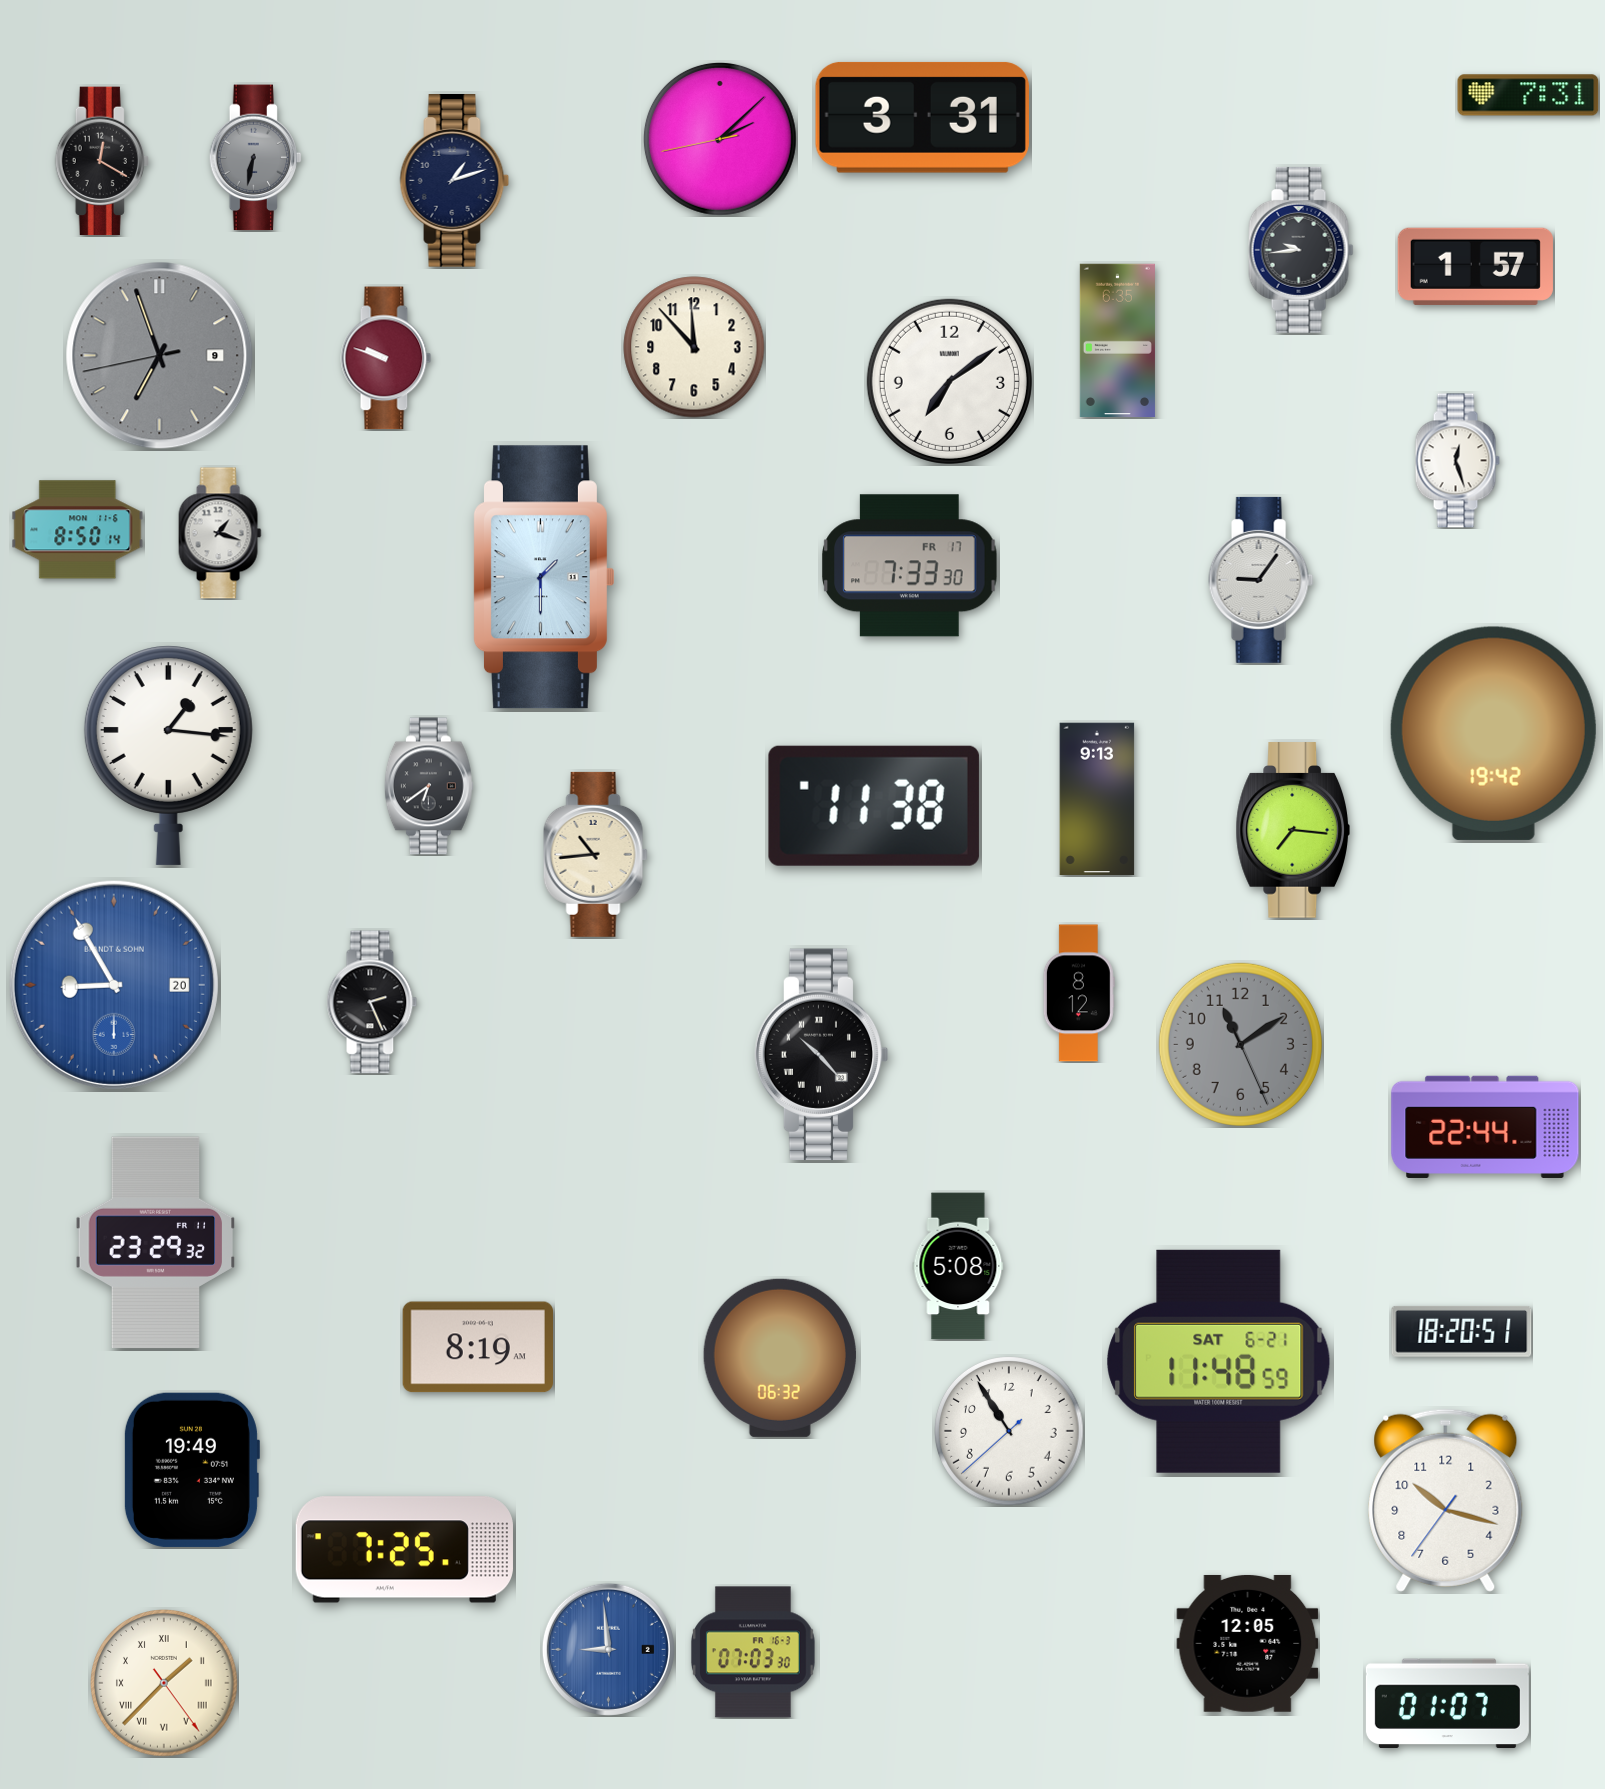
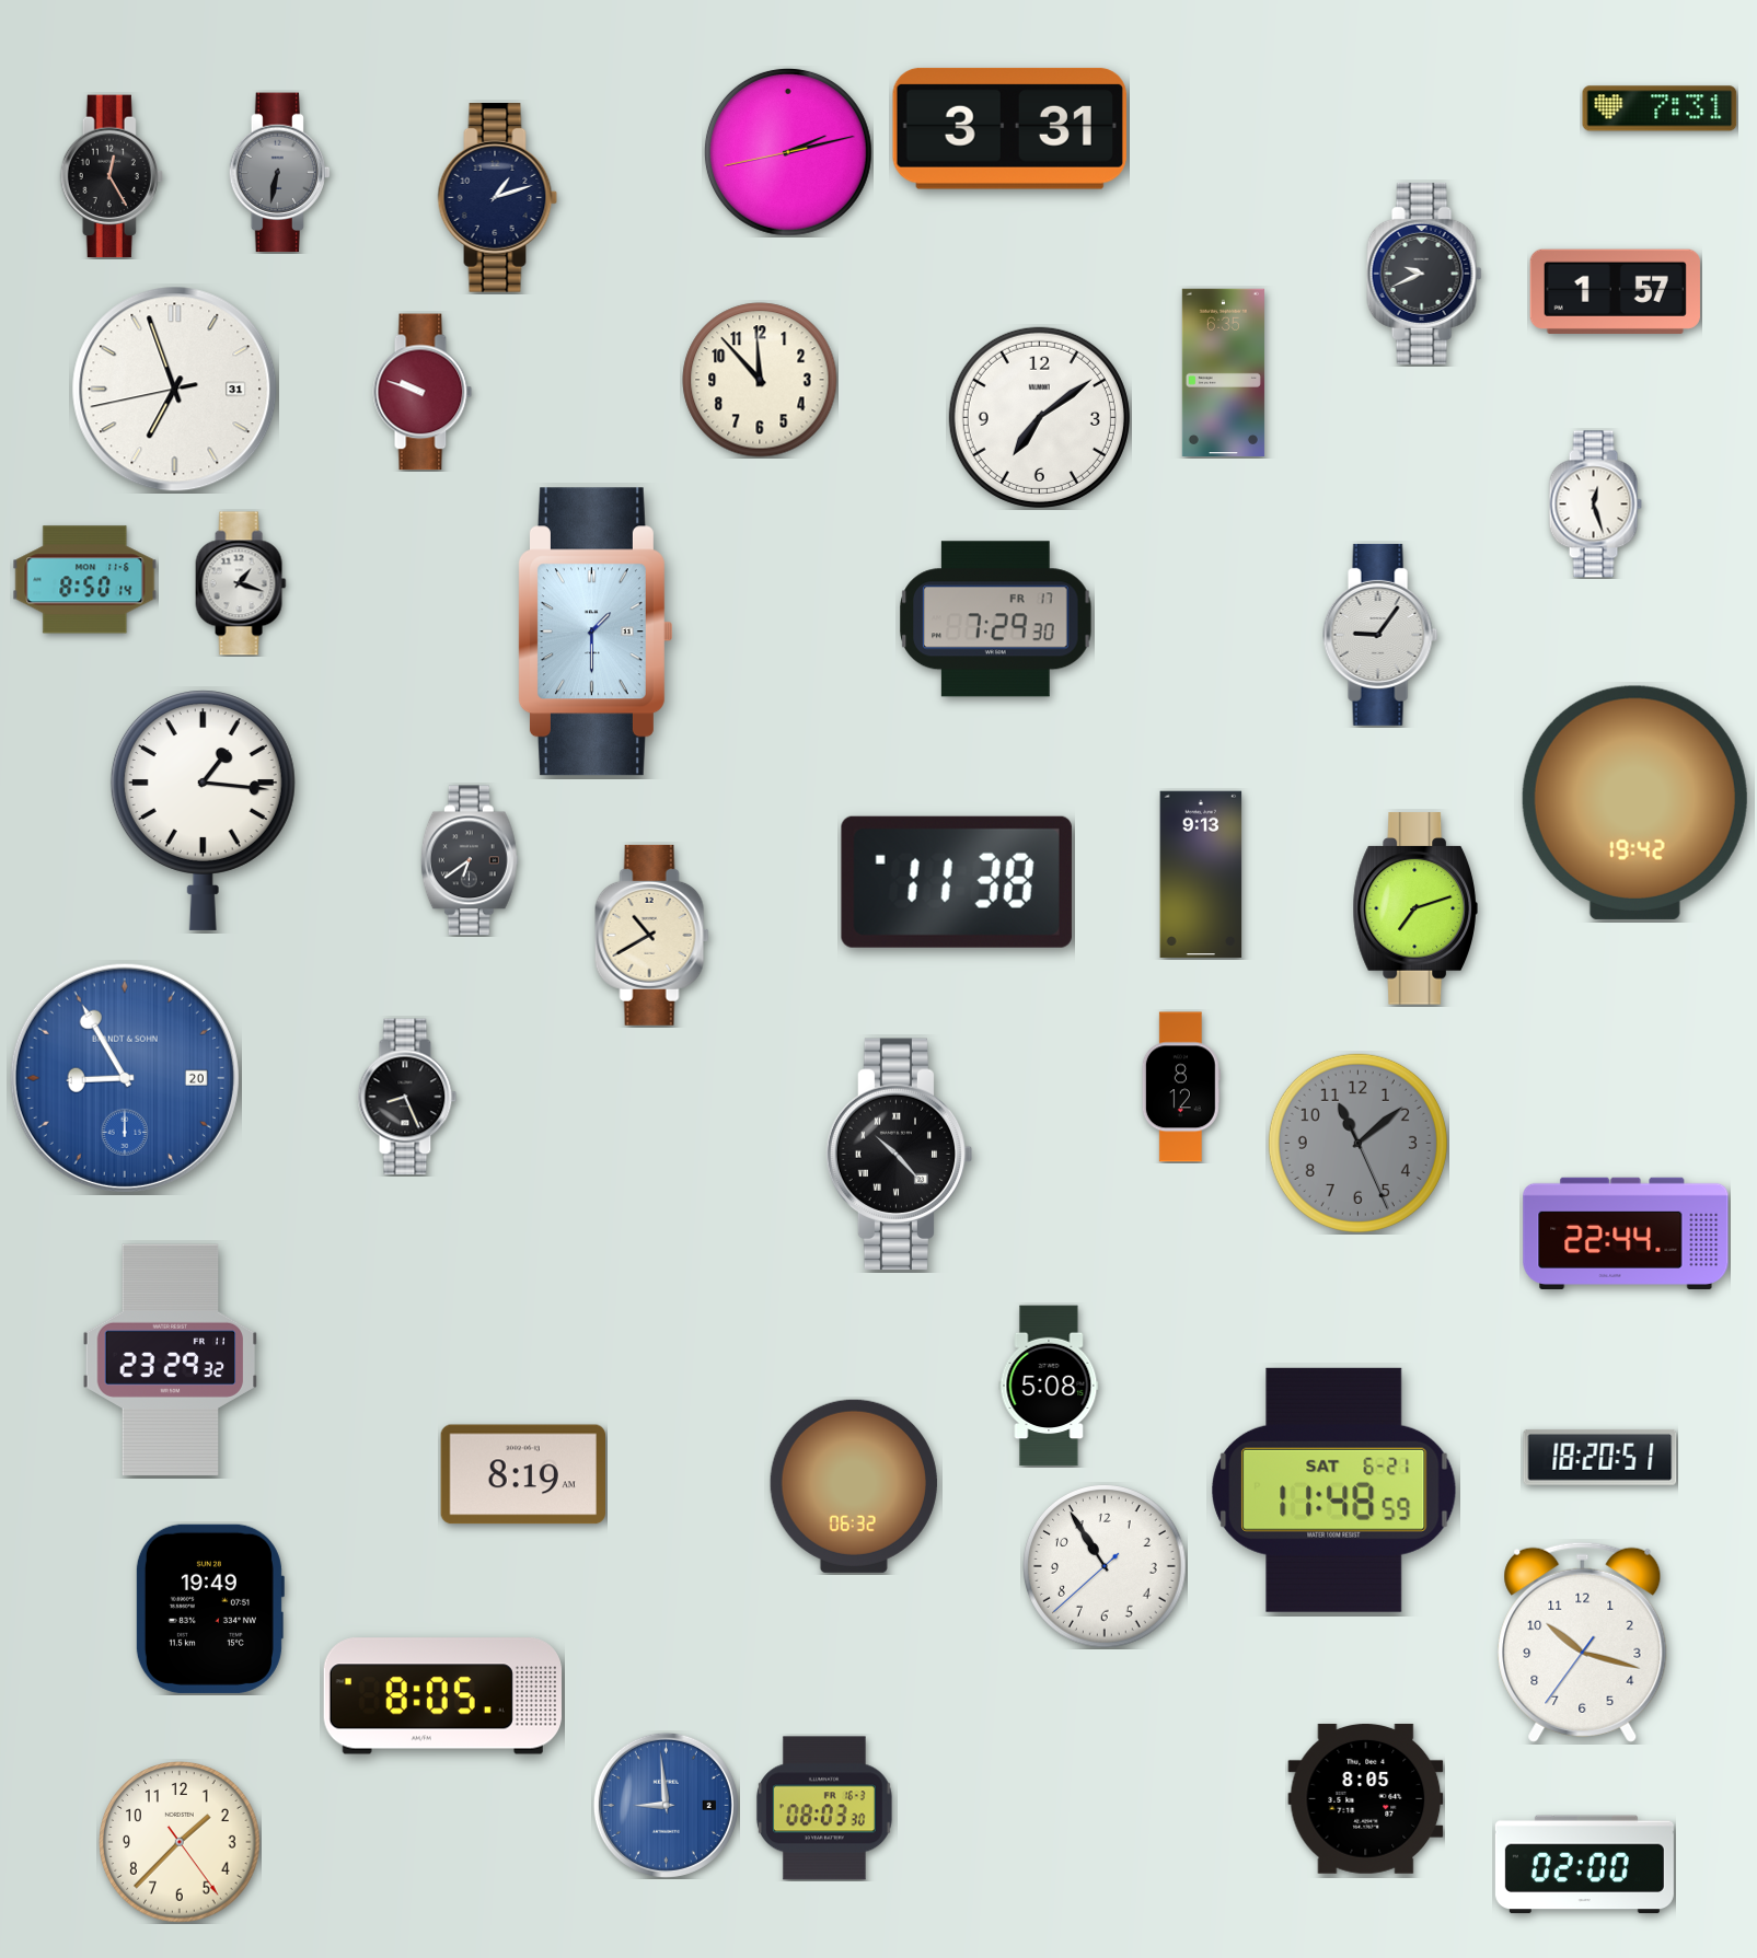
clock at (1528, 95) position: (1528, 95) -> (1660, 108)
clock at (720, 139): 2:07 -> 2:12
clock at (102, 161): 12:20 -> 12:25
clock at (1301, 250): 9:44 -> 9:41
clock at (160, 356) date: 9 -> 31
clock at (160, 356) dial: grey -> white
clock at (910, 566): 7:33 -> 7:29
clock at (168, 756) position: (168, 756) -> (203, 811)
clock at (1292, 830): 7:16 -> 7:12
clock at (595, 854): 10:44 -> 10:40
clock at (372, 1002): 2:26 -> 8:26
clock at (1240, 1044): 11:09 -> 11:08
clock at (404, 1550): 7:25 -> 8:05
clock at (1248, 1643): 12:05 -> 8:05
clock at (753, 1652): 07:03 -> 08:03
clock at (164, 1683) numerals: Roman -> Arabic
clock at (1447, 1704): 01:07 -> 02:00
